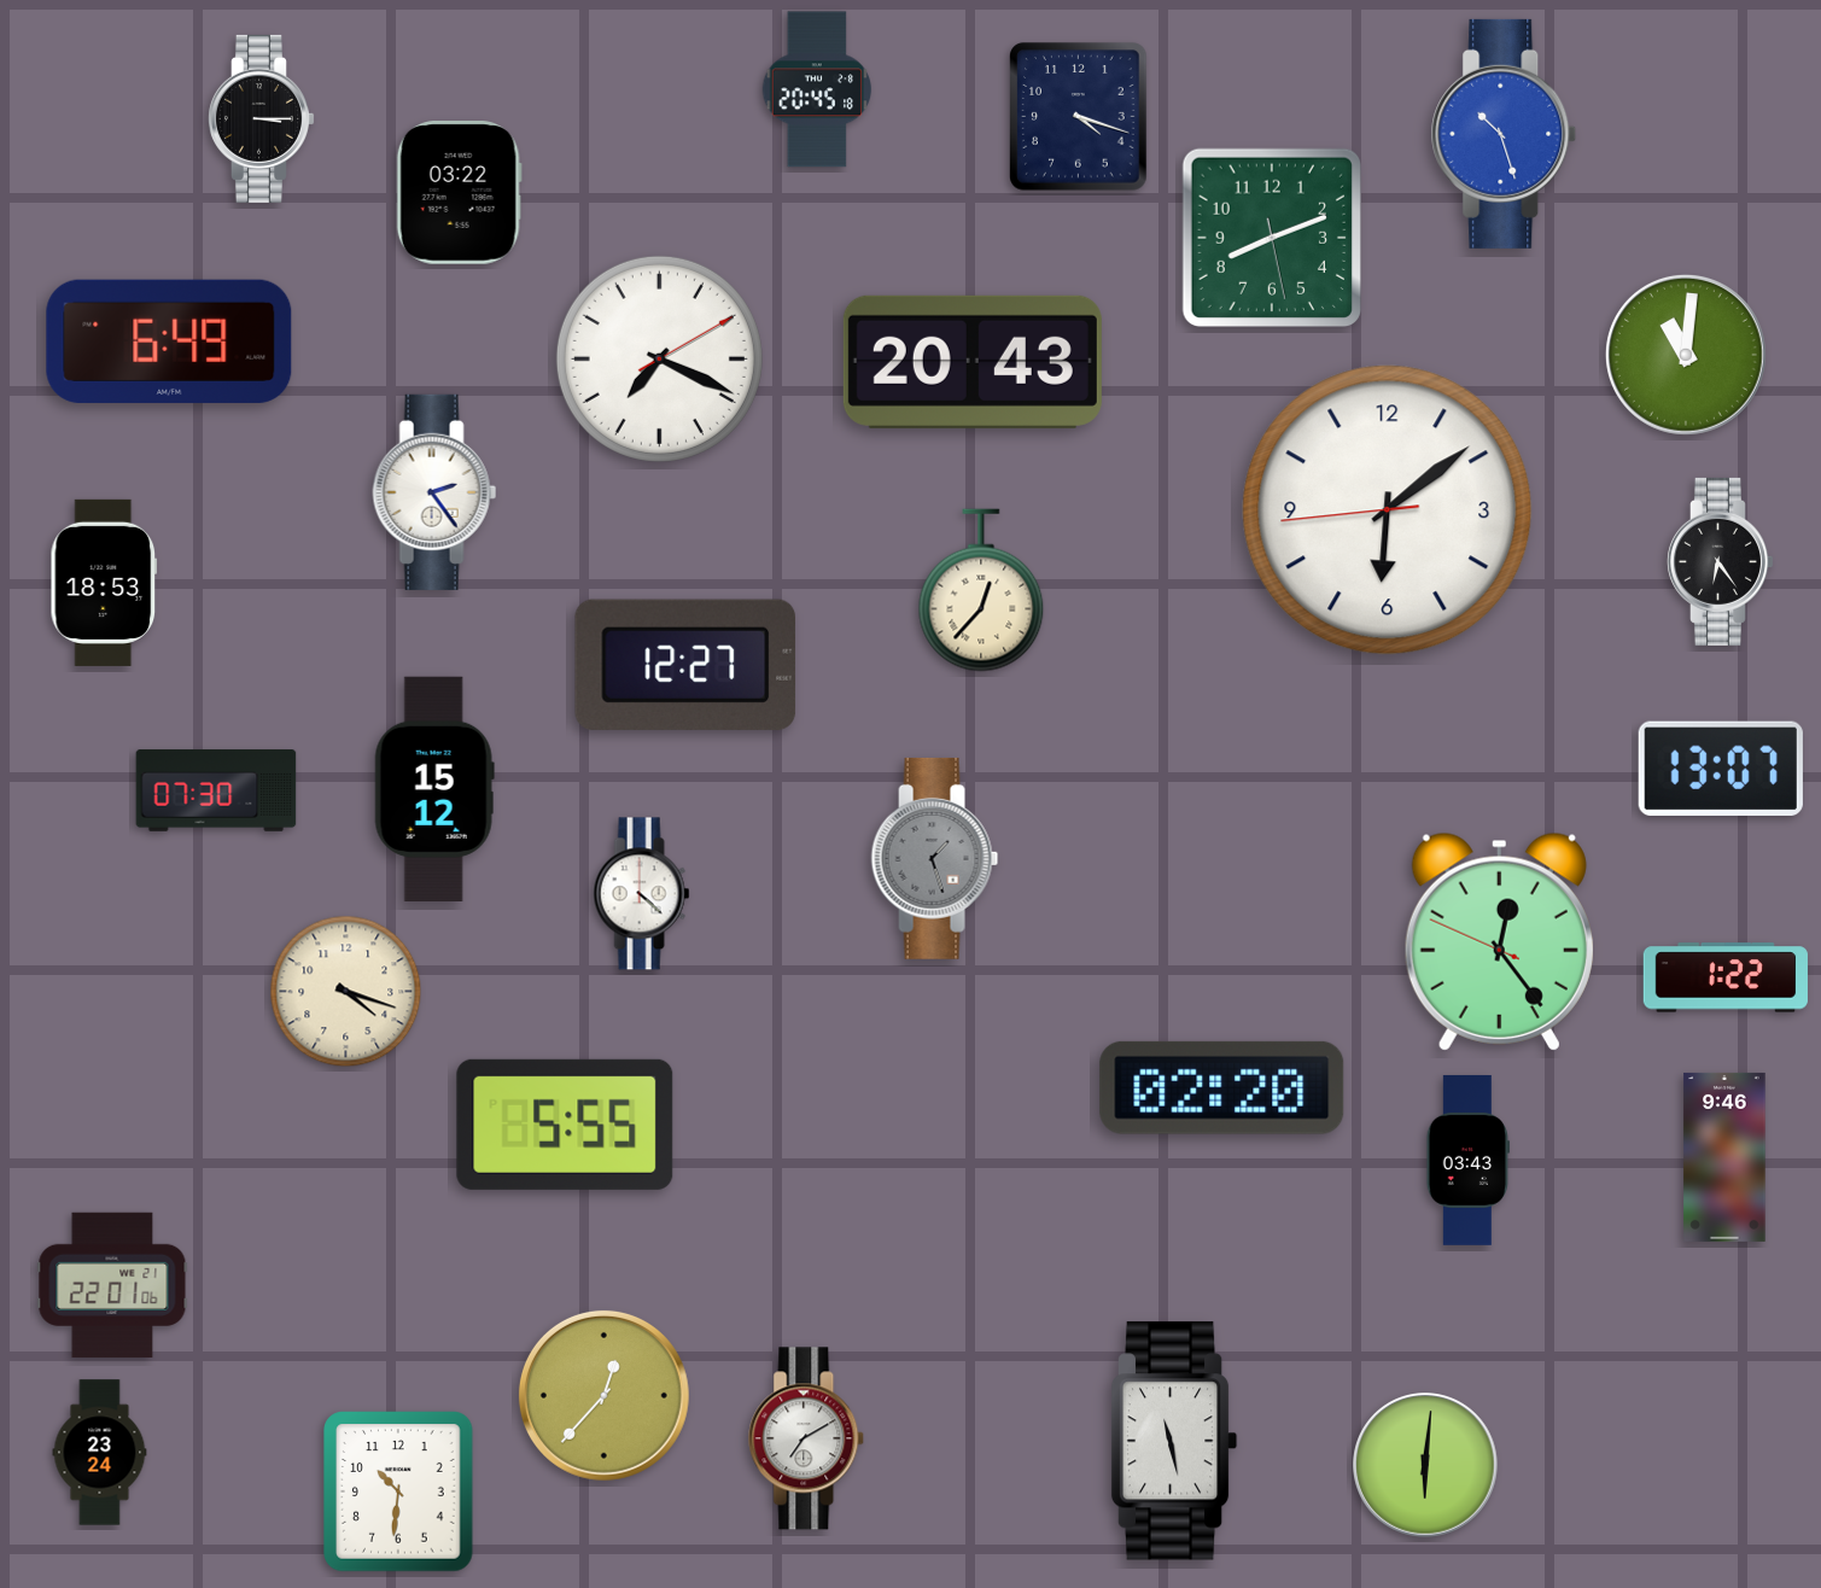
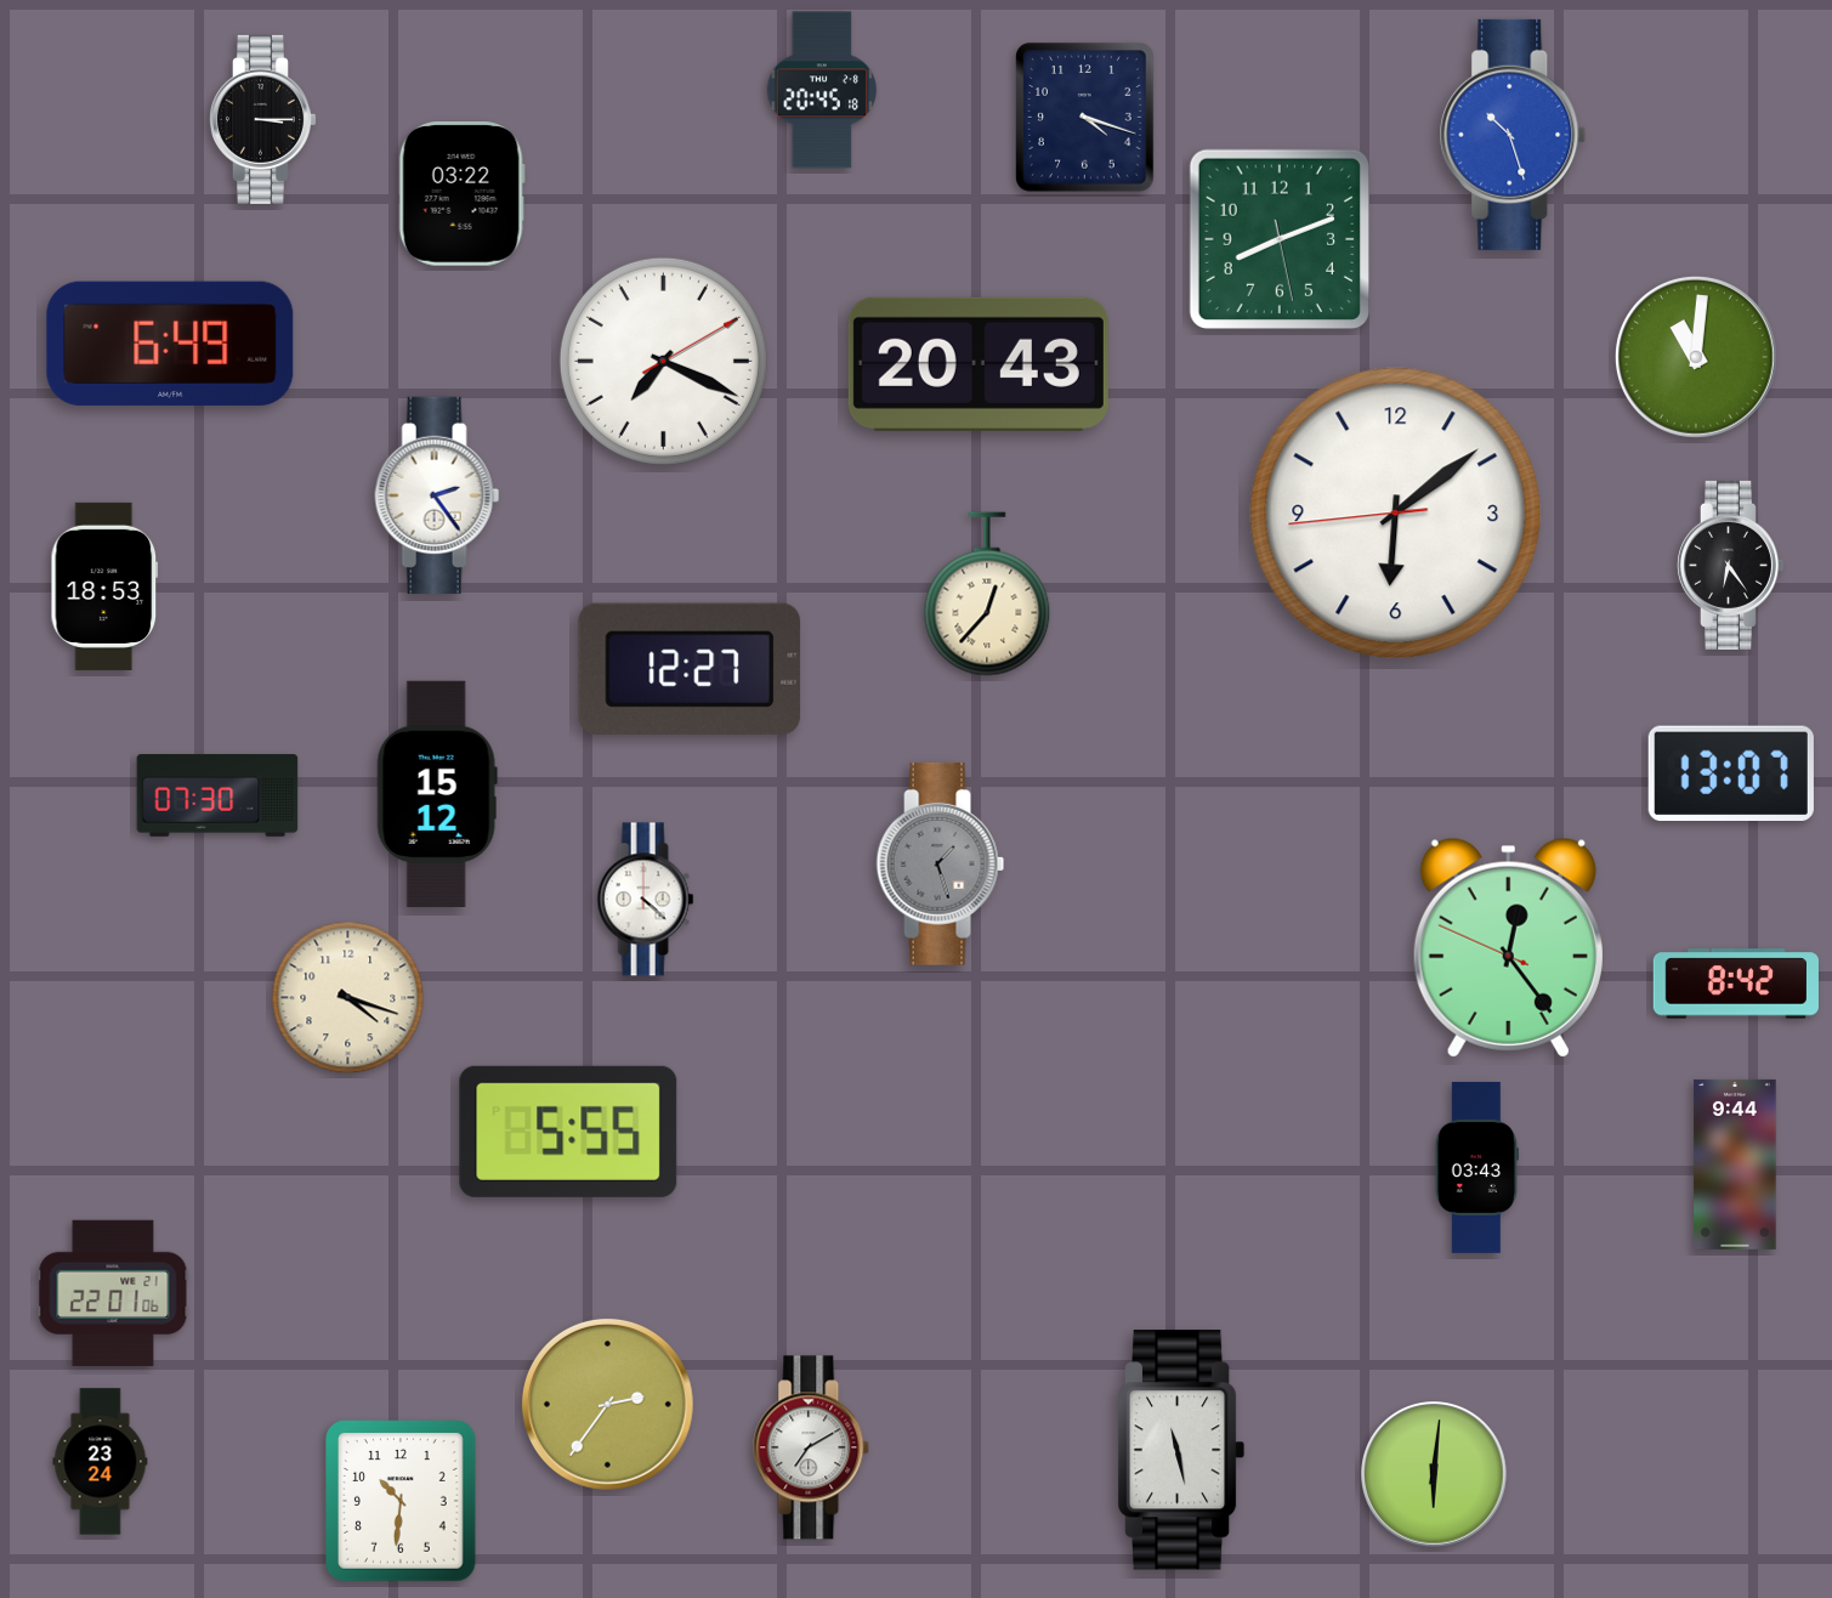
clock at (1726, 977): 1:22 -> 8:42
clock at (1222, 1087): 02:20 -> none
clock at (1724, 1157): 9:46 -> 9:44
clock at (603, 1395): 12:37 -> 2:36
